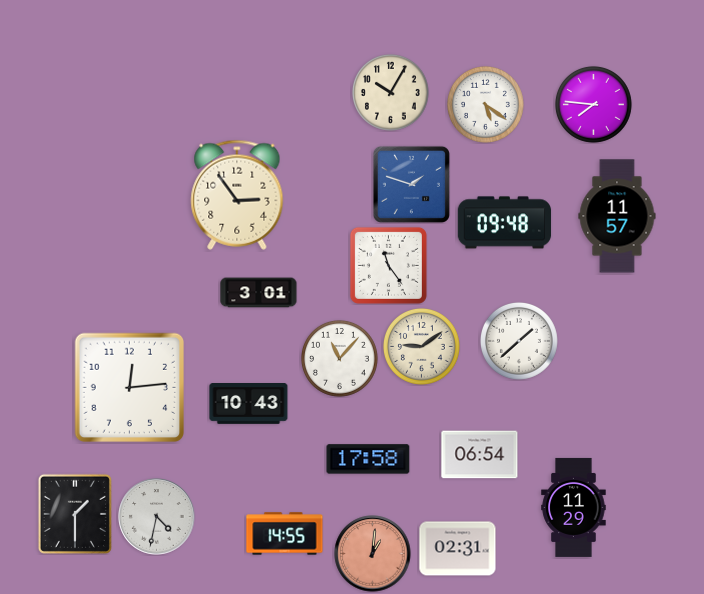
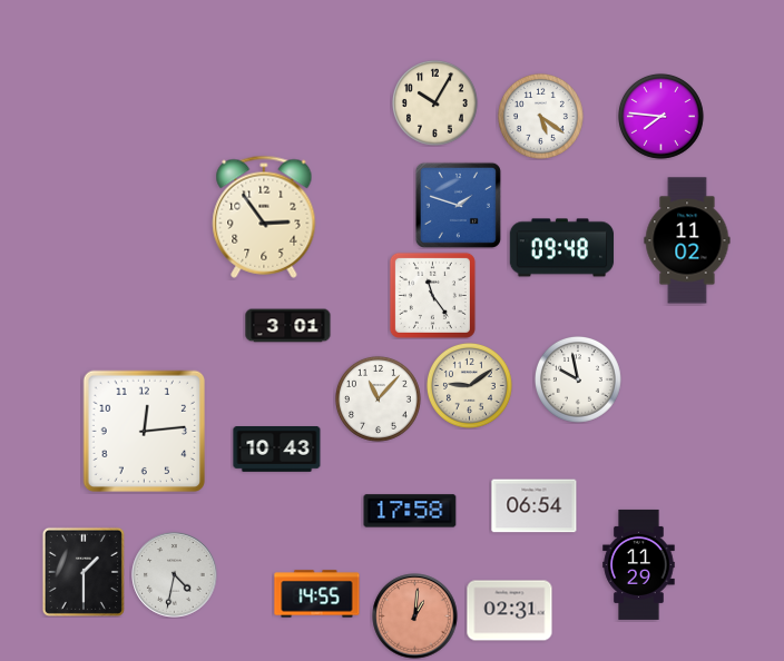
clock at (617, 216): 11:57 -> 11:02
clock at (519, 341): 1:38 -> 9:58
